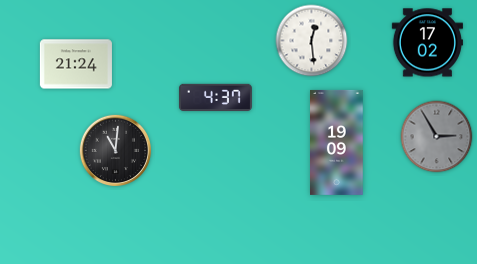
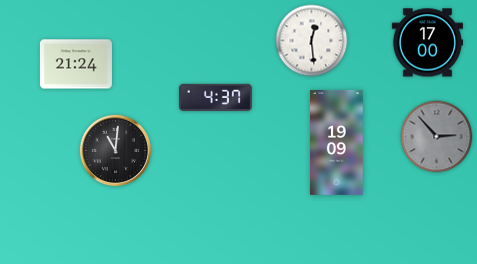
clock at (427, 43): 17:02 -> 17:00
clock at (437, 137): 2:55 -> 2:53
